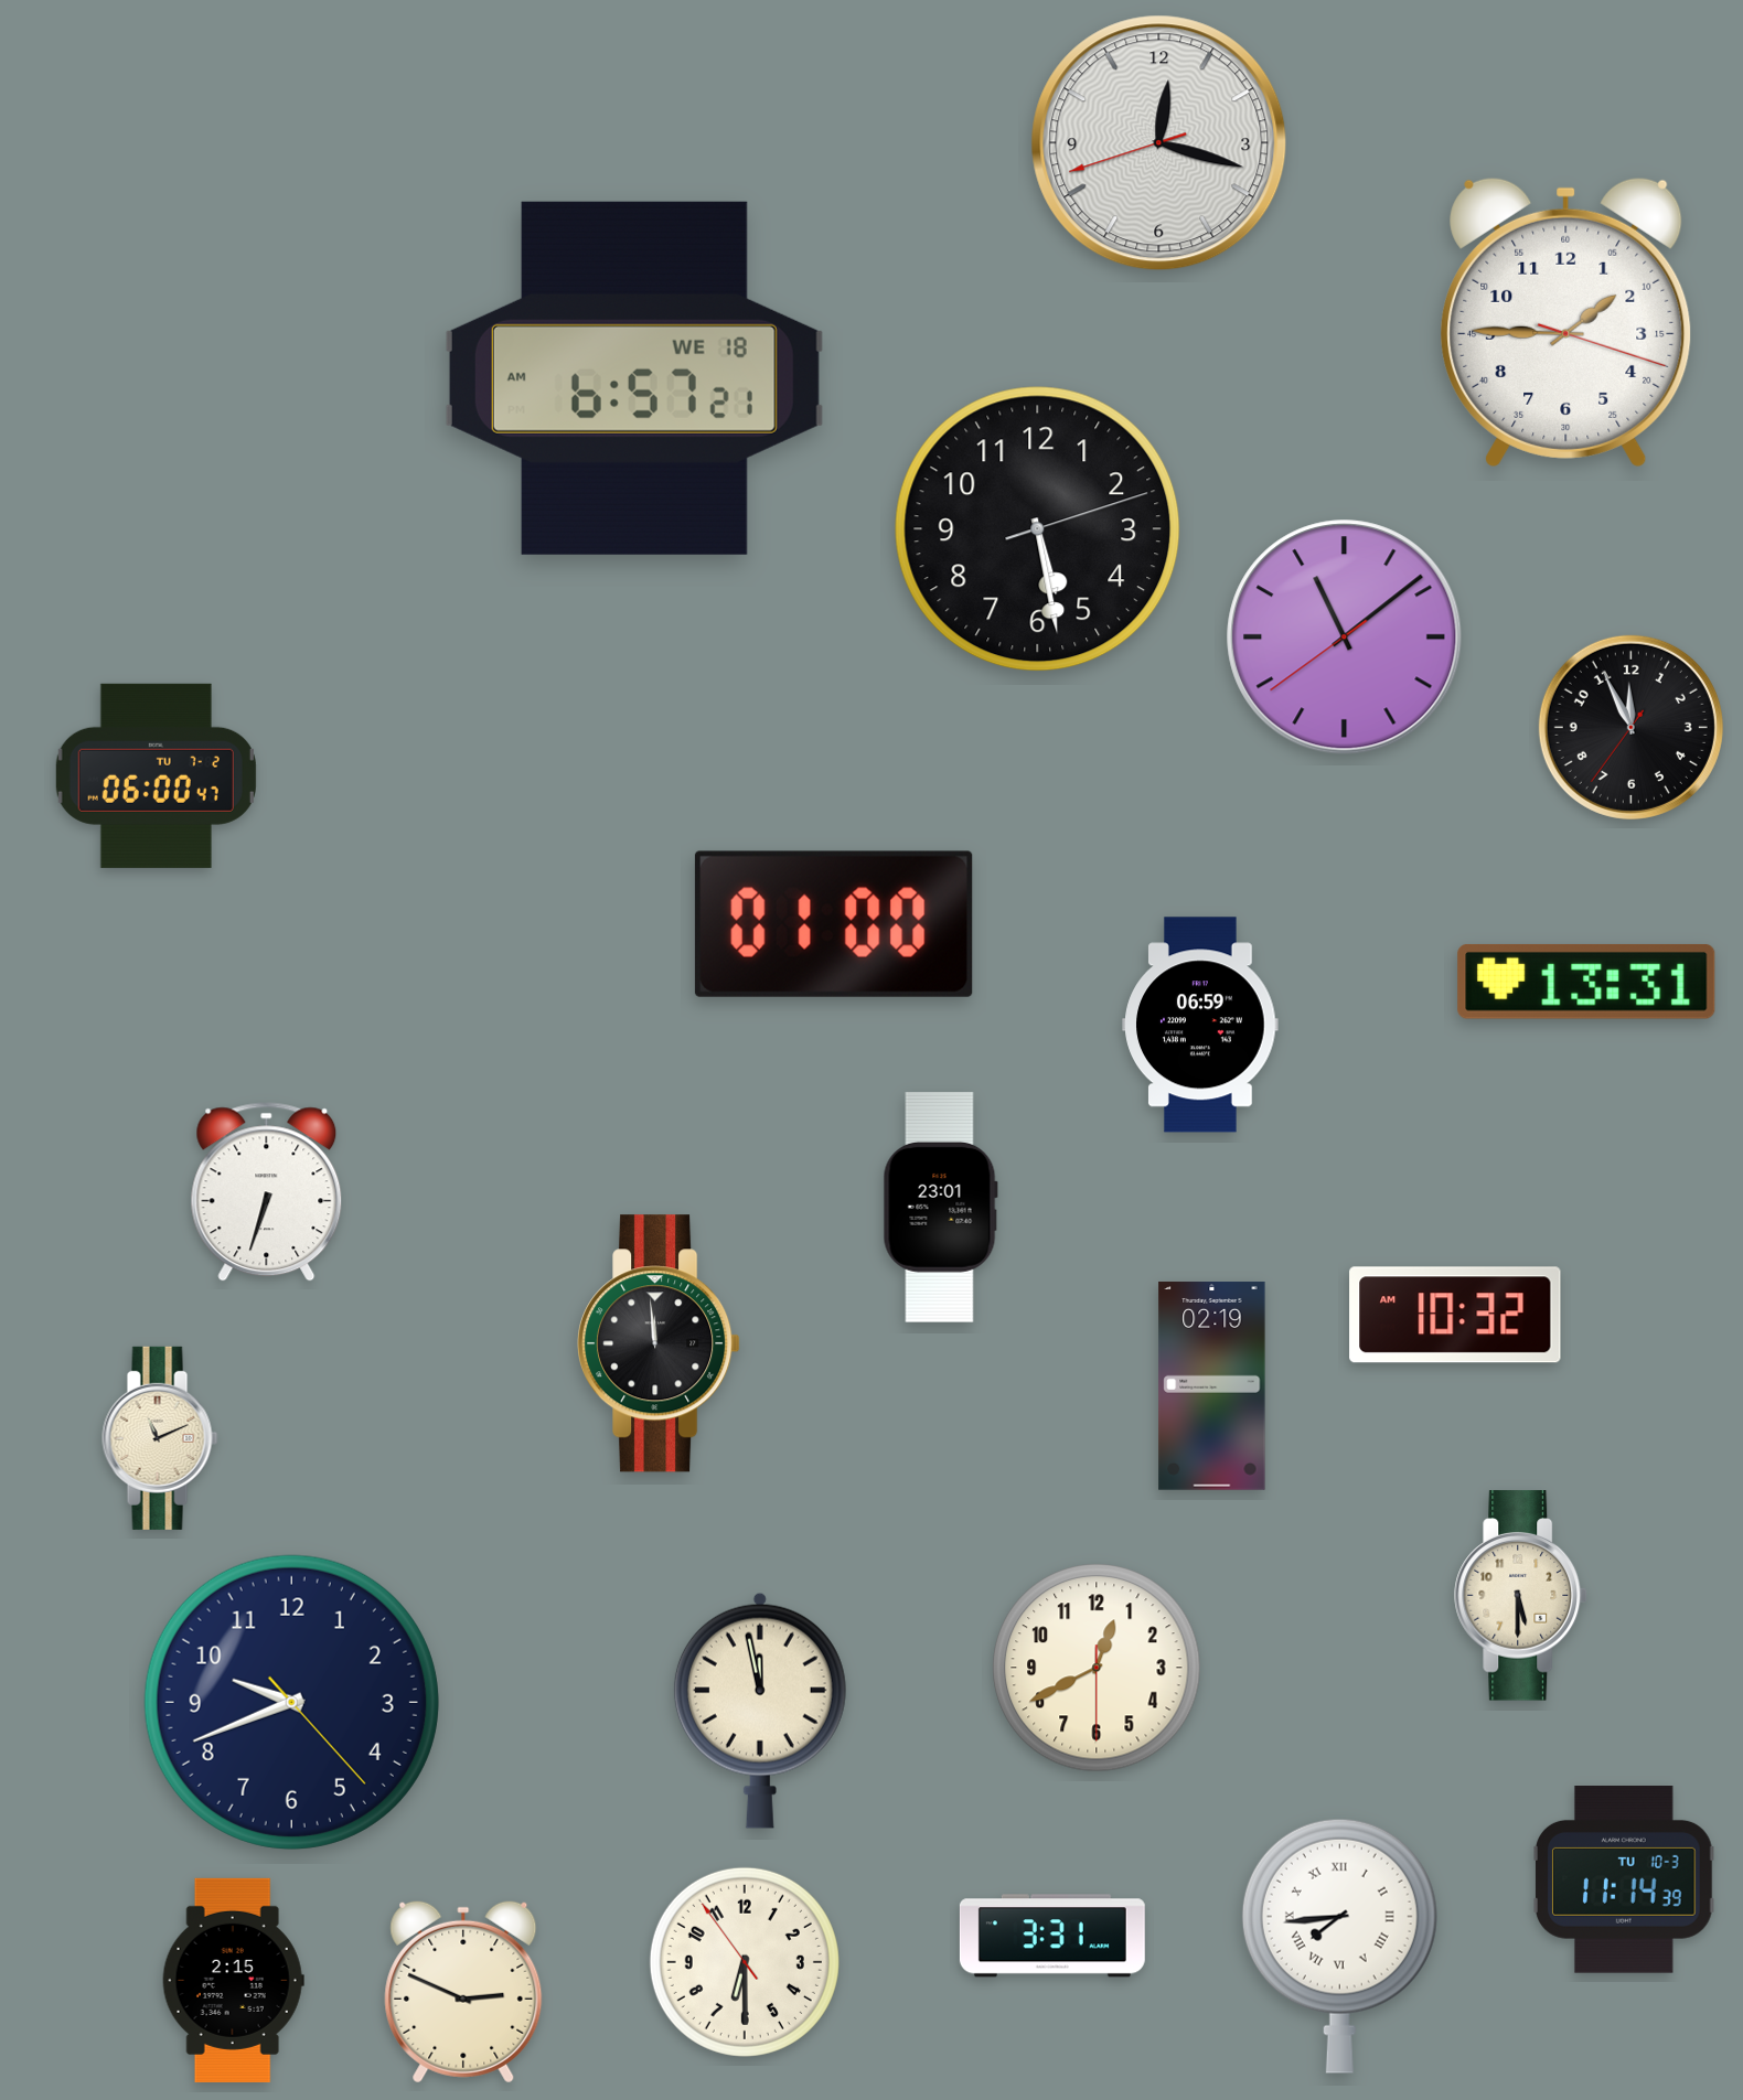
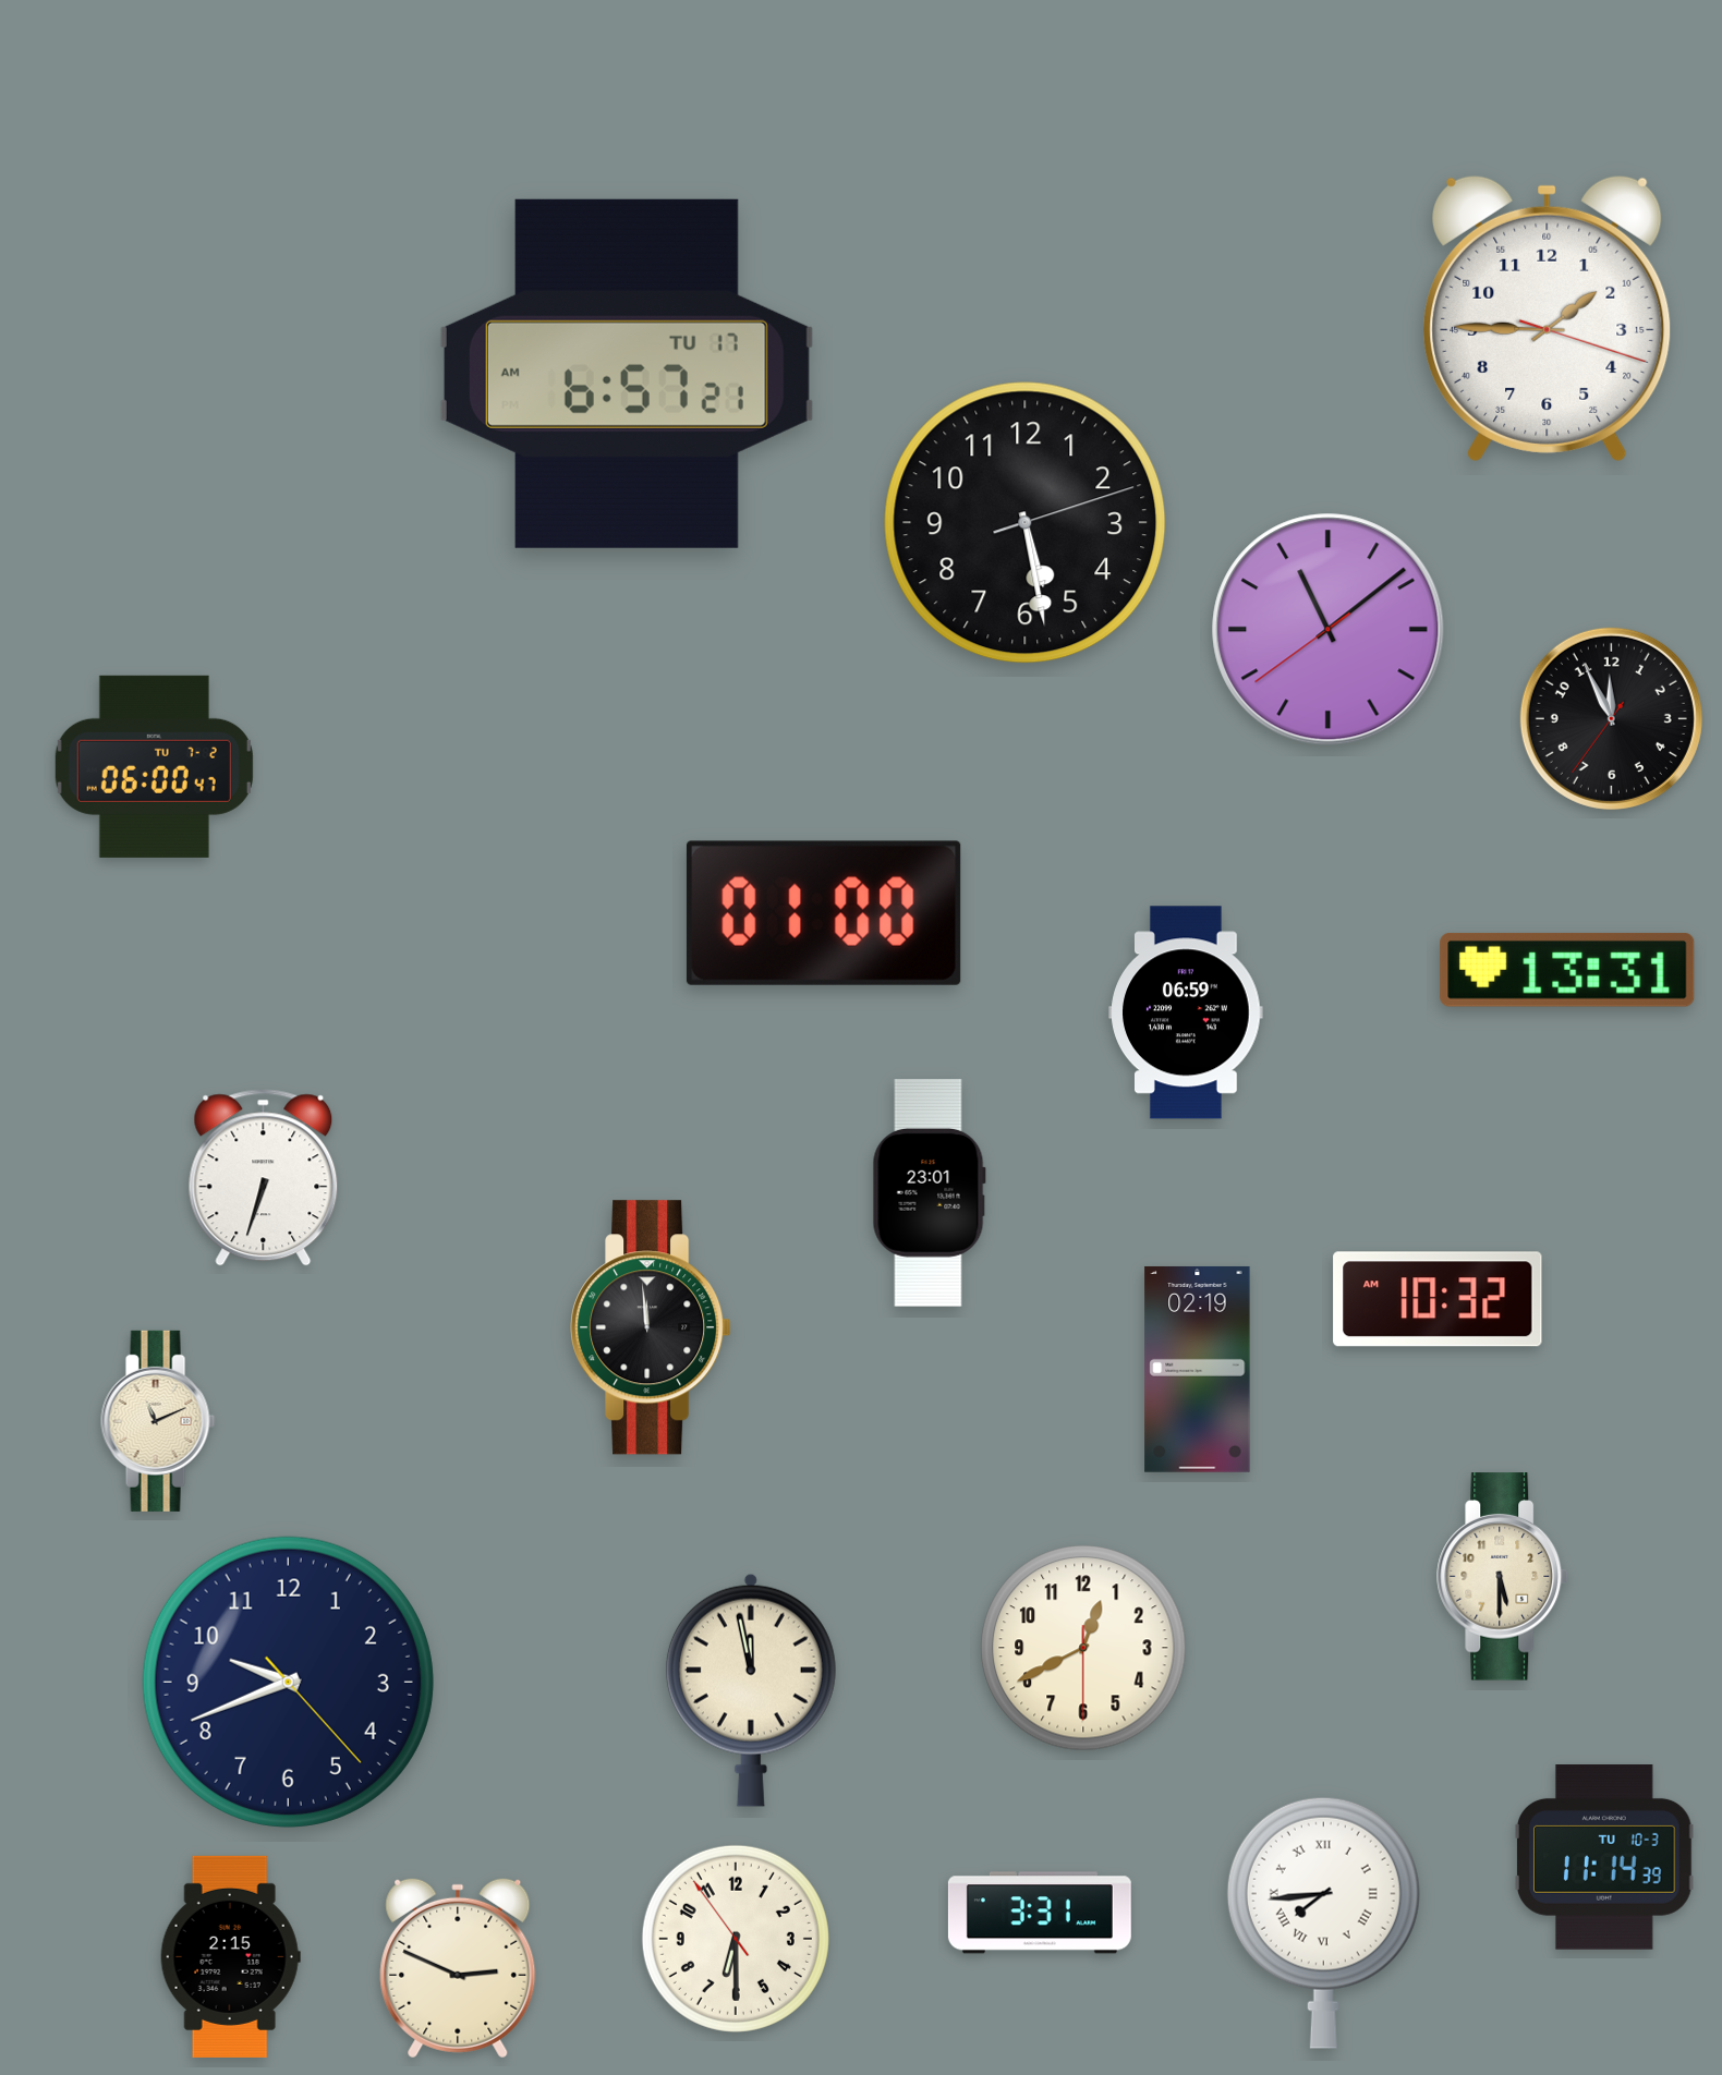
clock at (1159, 143): 12:17 -> none
clock at (634, 378) date: WE 18 -> TU 17
